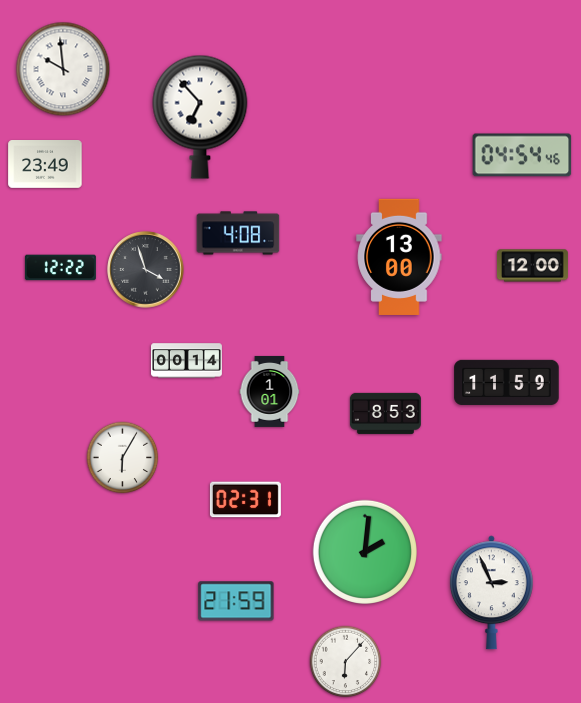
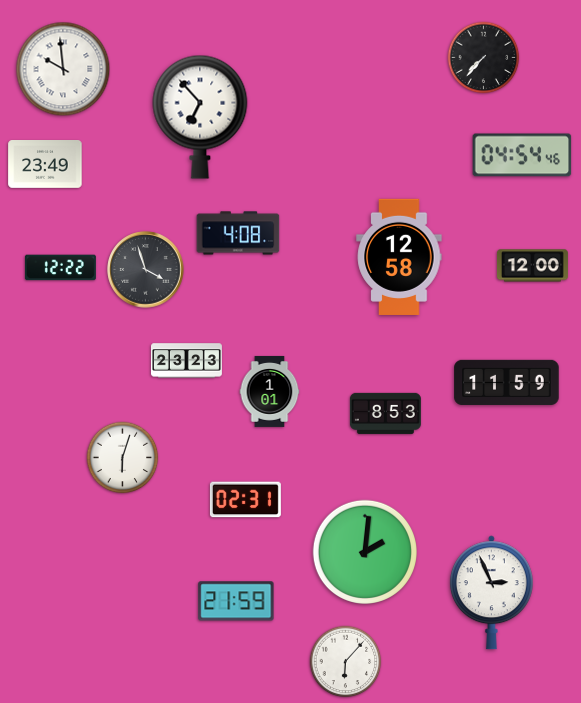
clock at (484, 58): none -> 7:37
clock at (399, 257): 13:00 -> 12:58
clock at (186, 361): 00:14 -> 23:23
clock at (123, 458): 6:05 -> 6:03
